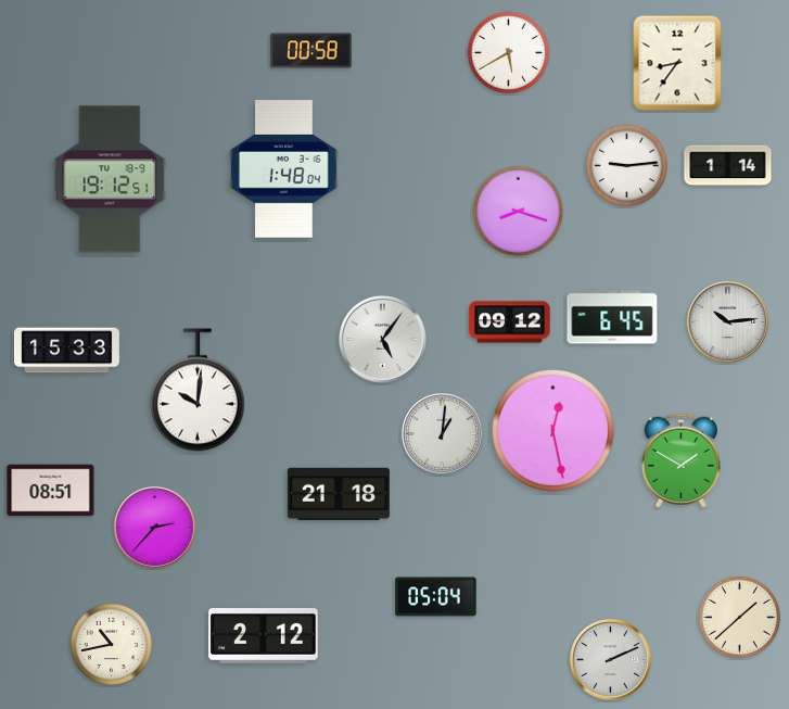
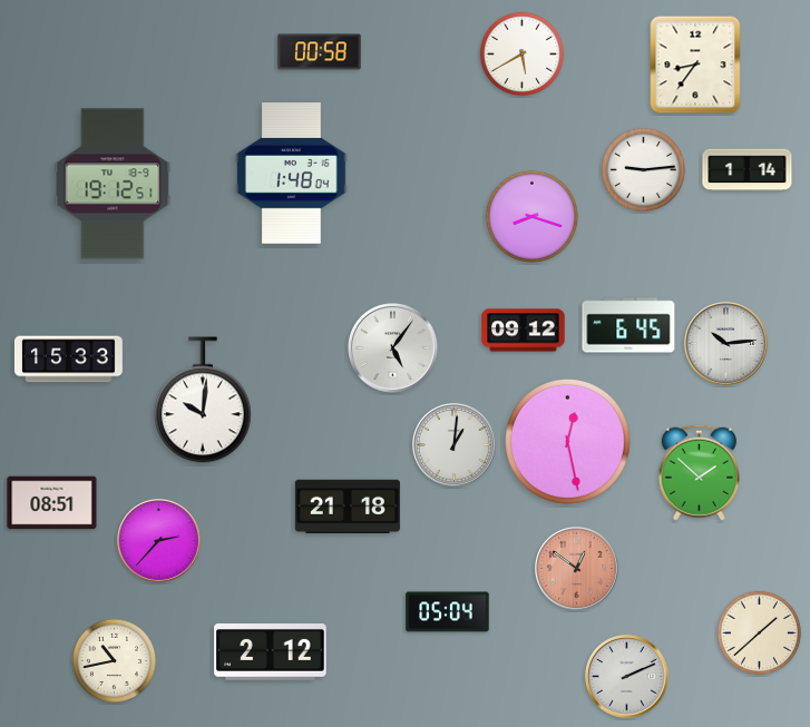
clock at (728, 322) position: (728, 322) -> (726, 344)
clock at (680, 460): 1:50 -> 1:52
clock at (577, 569): none -> 12:51
